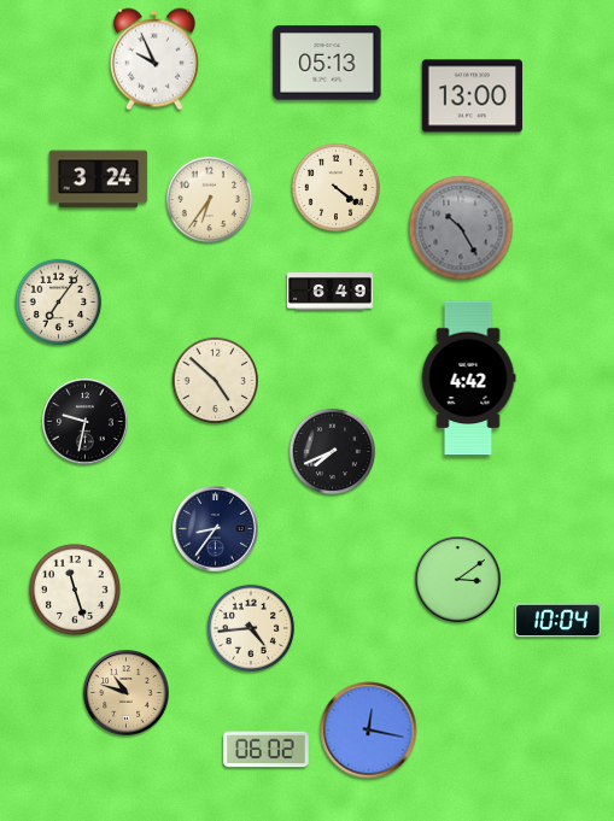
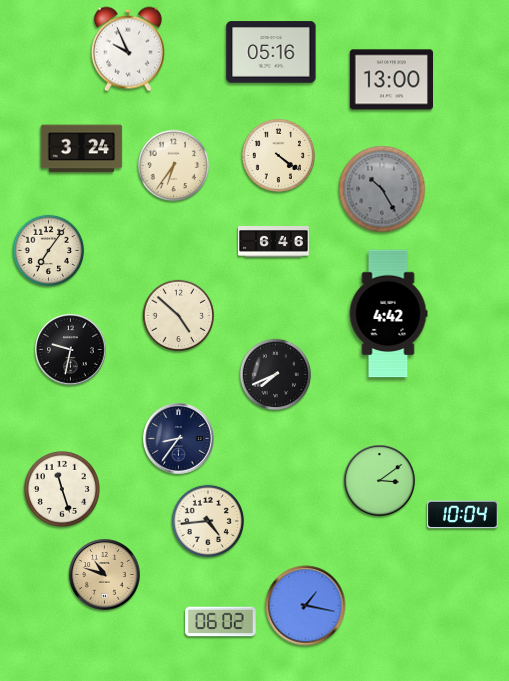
clock at (327, 63): 05:13 -> 05:16
clock at (331, 292): 6:49 -> 6:46
clock at (369, 731): 12:17 -> 1:17
